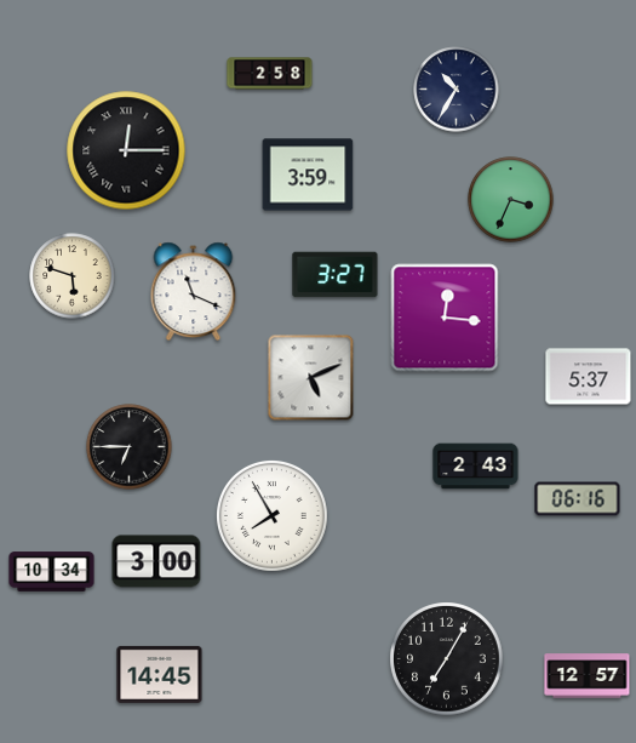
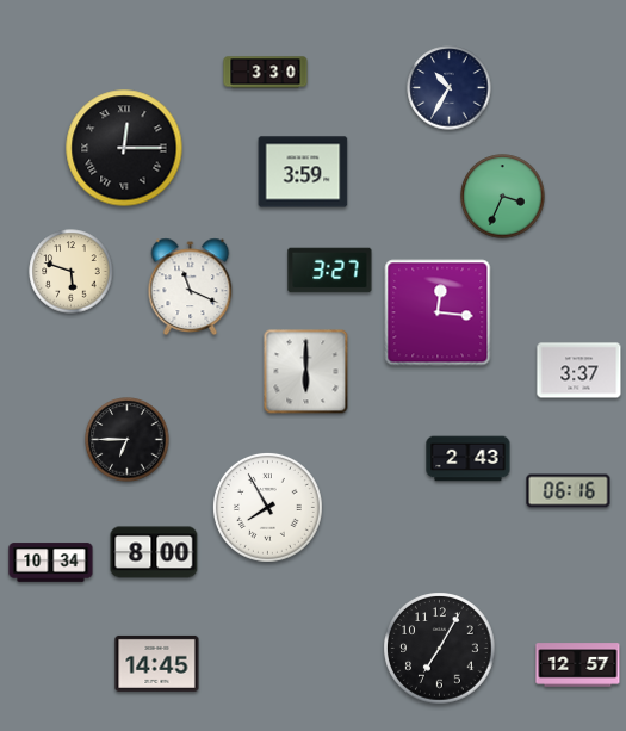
clock at (270, 74): 2:58 -> 3:30
clock at (589, 377): 5:37 -> 3:37
clock at (311, 378): 5:11 -> 6:00
clock at (156, 561): 3:00 -> 8:00
